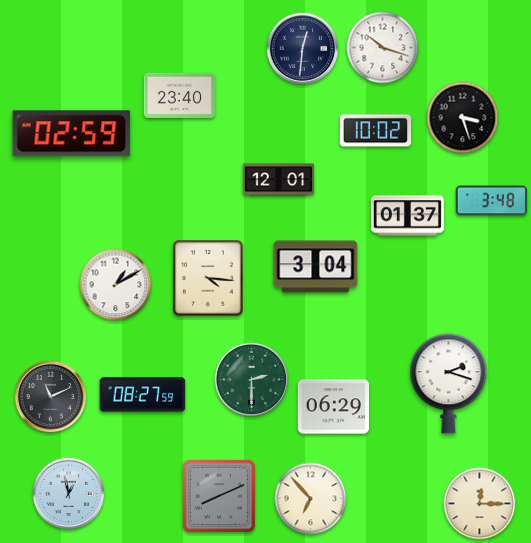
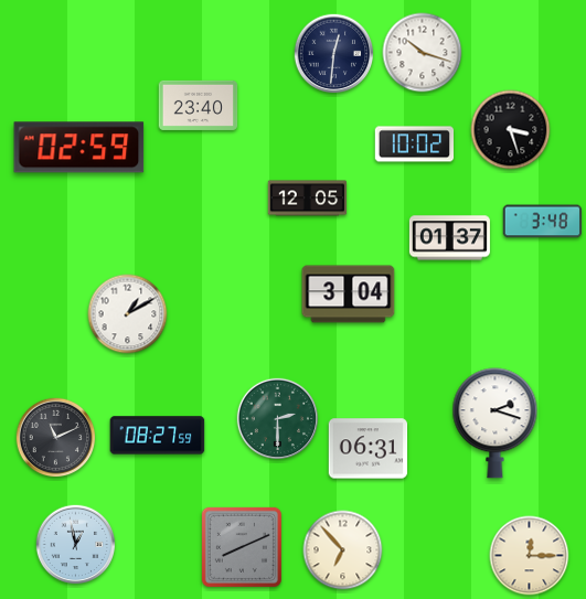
clock at (279, 180): 12:01 -> 12:05
clock at (208, 278): 4:16 -> none
clock at (334, 407): 06:29 -> 06:31
